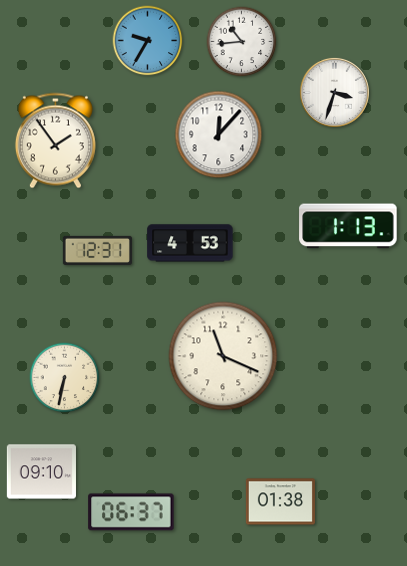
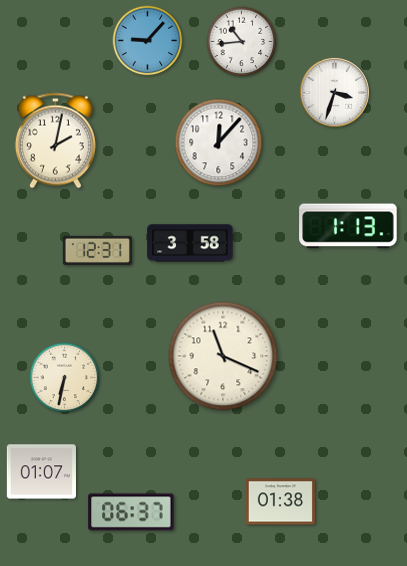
clock at (148, 41): 9:35 -> 9:07
clock at (219, 135) position: (219, 135) -> (219, 143)
clock at (55, 141): 1:54 -> 2:02
clock at (190, 243): 4:53 -> 3:58
clock at (41, 472): 09:10 -> 01:07
